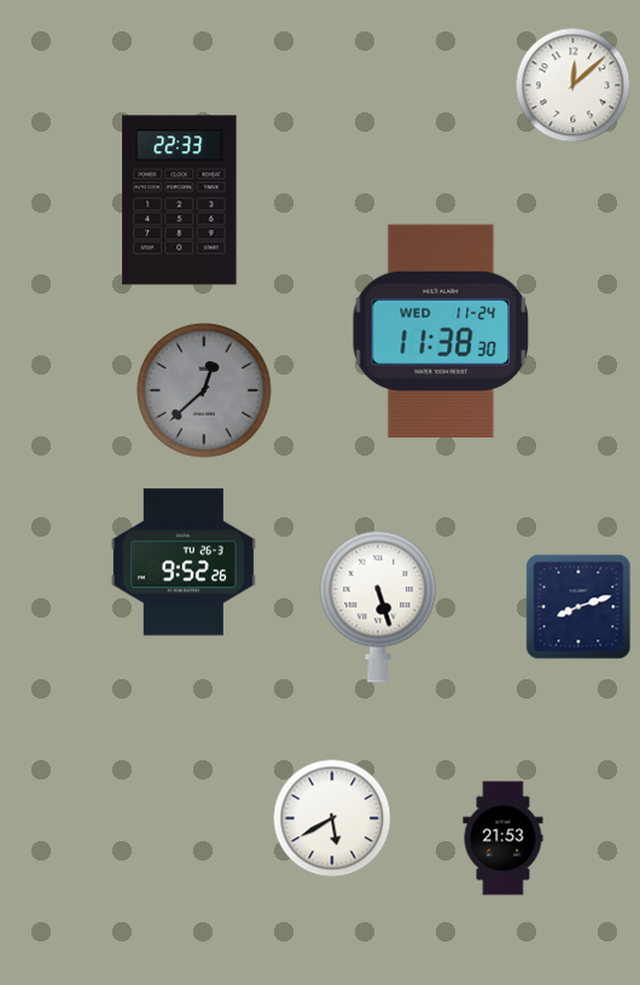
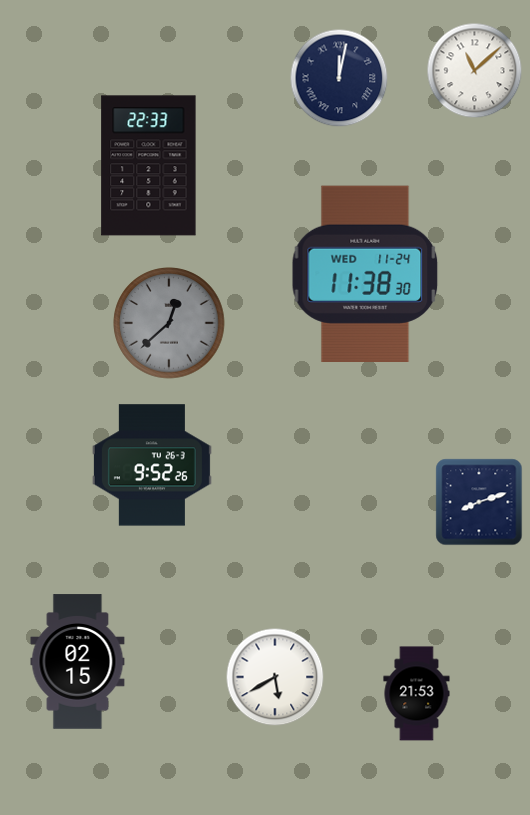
clock at (574, 86): 12:08 -> 11:08
clock at (339, 78): none -> 12:02
clock at (378, 607): 5:27 -> none
clock at (78, 662): none -> 02:15
